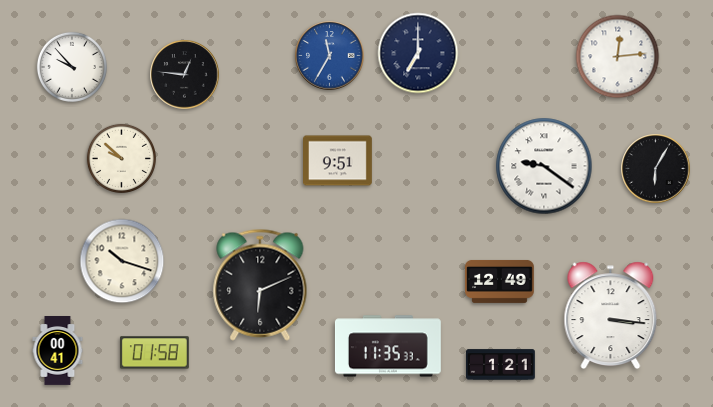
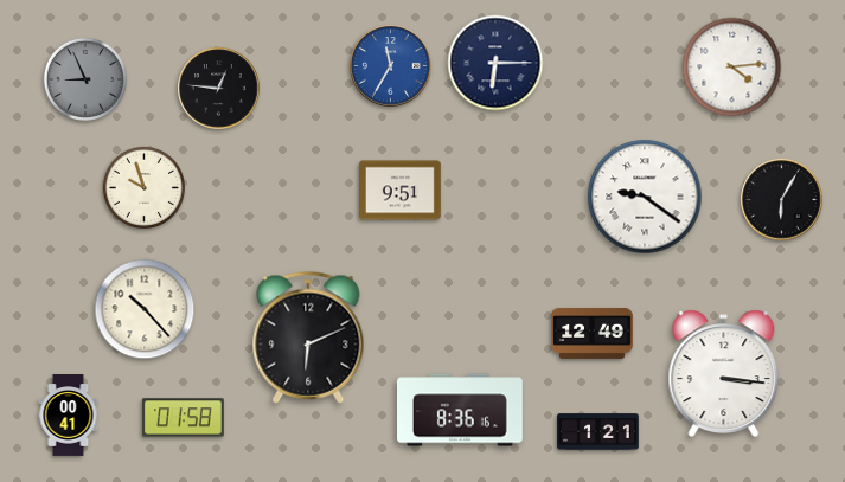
clock at (418, 53): 7:00 -> 6:15
clock at (618, 57): 12:14 -> 4:14
clock at (72, 67): 9:53 -> 8:56
clock at (72, 67) dial: white -> grey
clock at (121, 158): 9:52 -> 9:57
clock at (656, 169) position: (656, 169) -> (782, 200)
clock at (122, 261): 10:18 -> 10:23
clock at (388, 346): 11:35 -> 8:36
clock at (501, 365) position: (501, 365) -> (598, 432)
